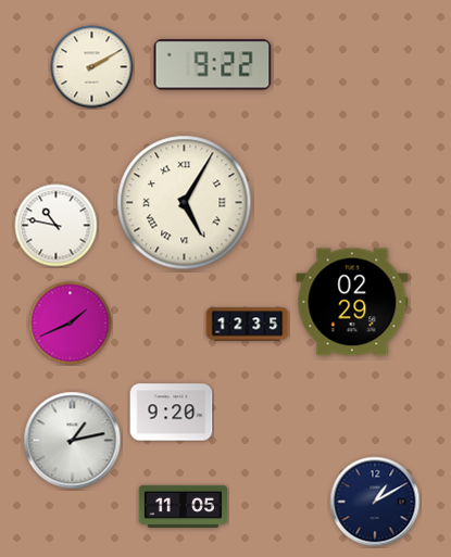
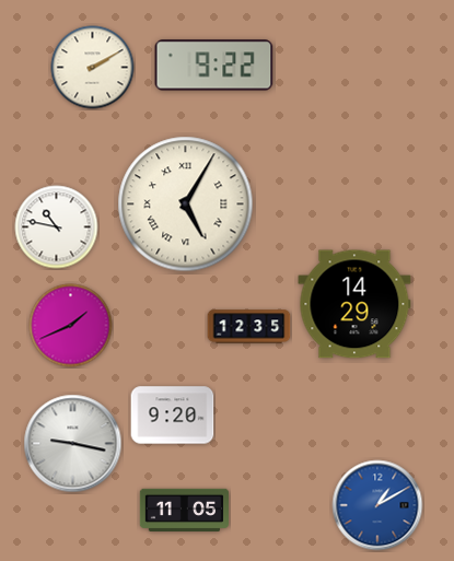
clock at (352, 302): 02:29 -> 14:29
clock at (73, 441): 1:13 -> 9:17
clock at (375, 502) dial: navy -> blue
